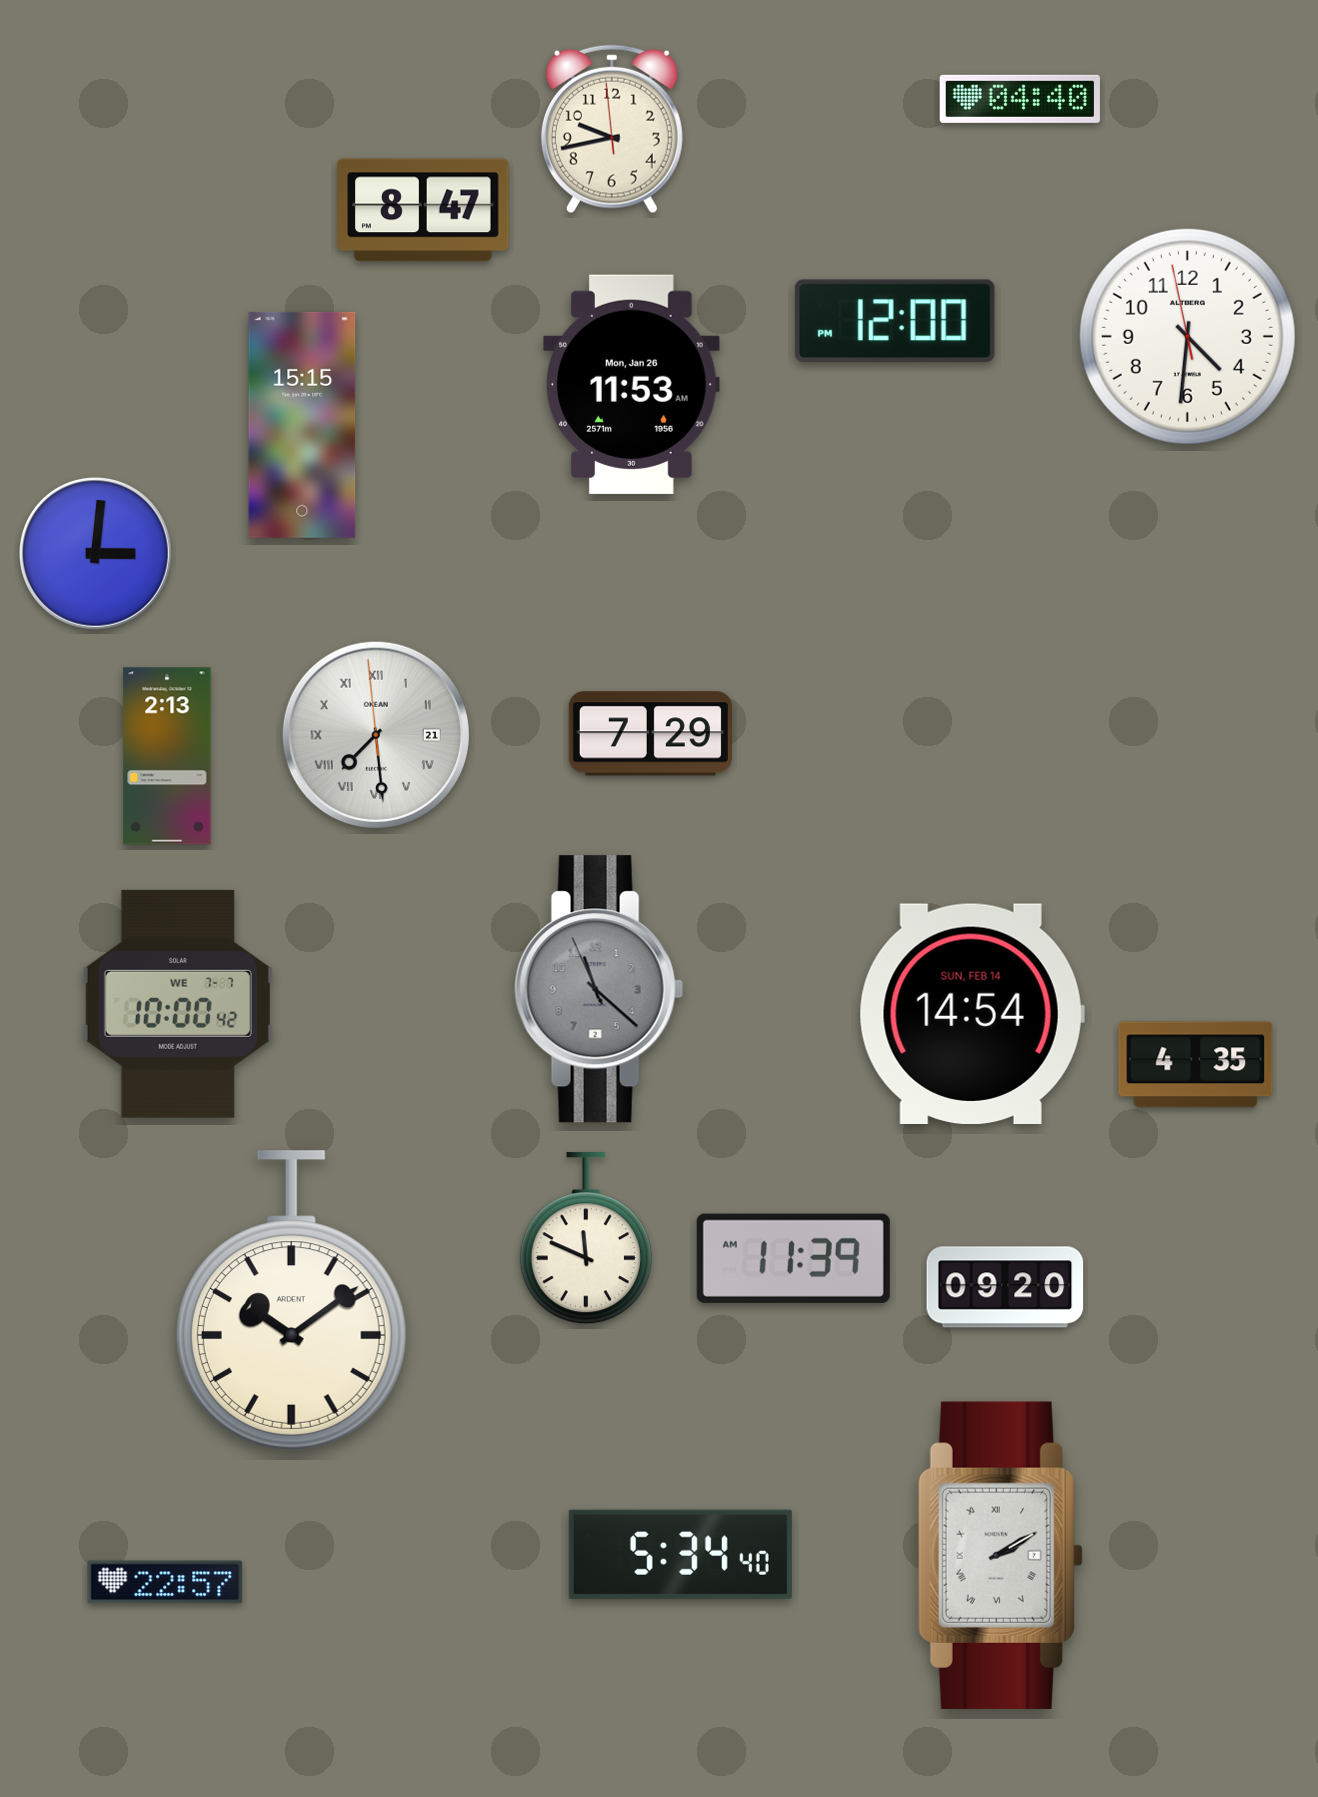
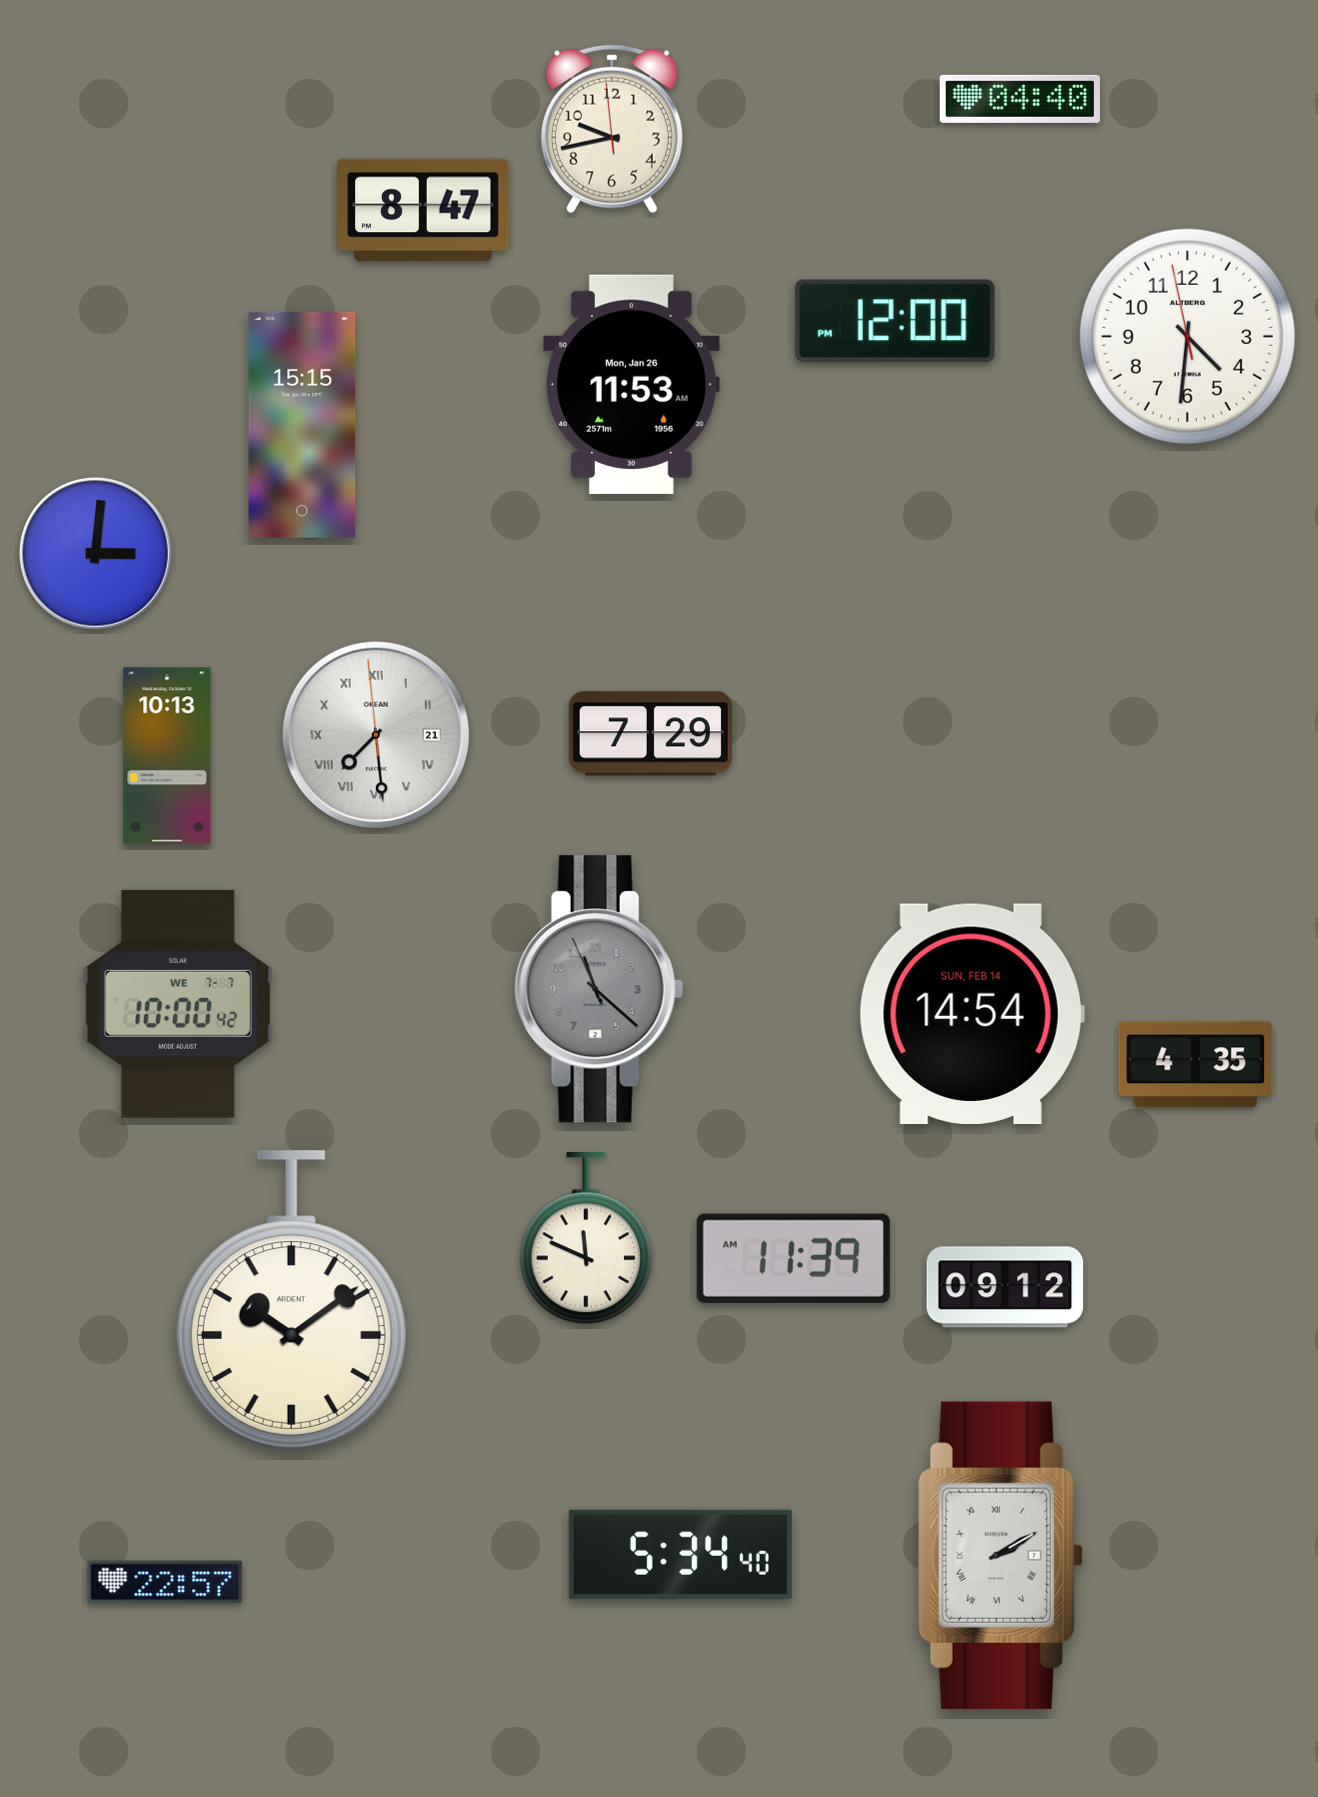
clock at (167, 756): 2:13 -> 10:13
clock at (1005, 1287): 09:20 -> 09:12
